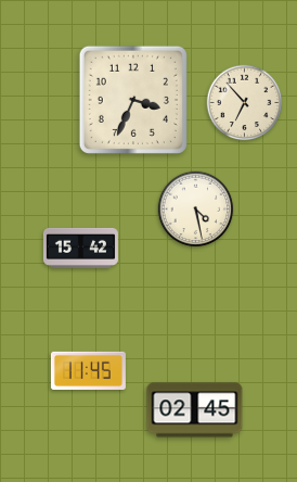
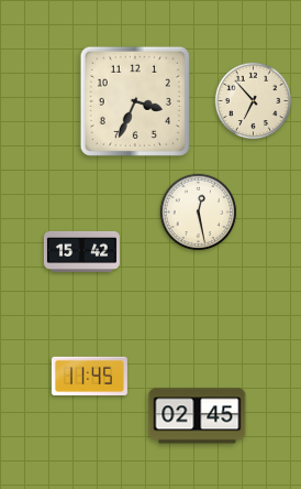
clock at (245, 103) position: (245, 103) -> (254, 101)
clock at (196, 210): 4:28 -> 12:28
